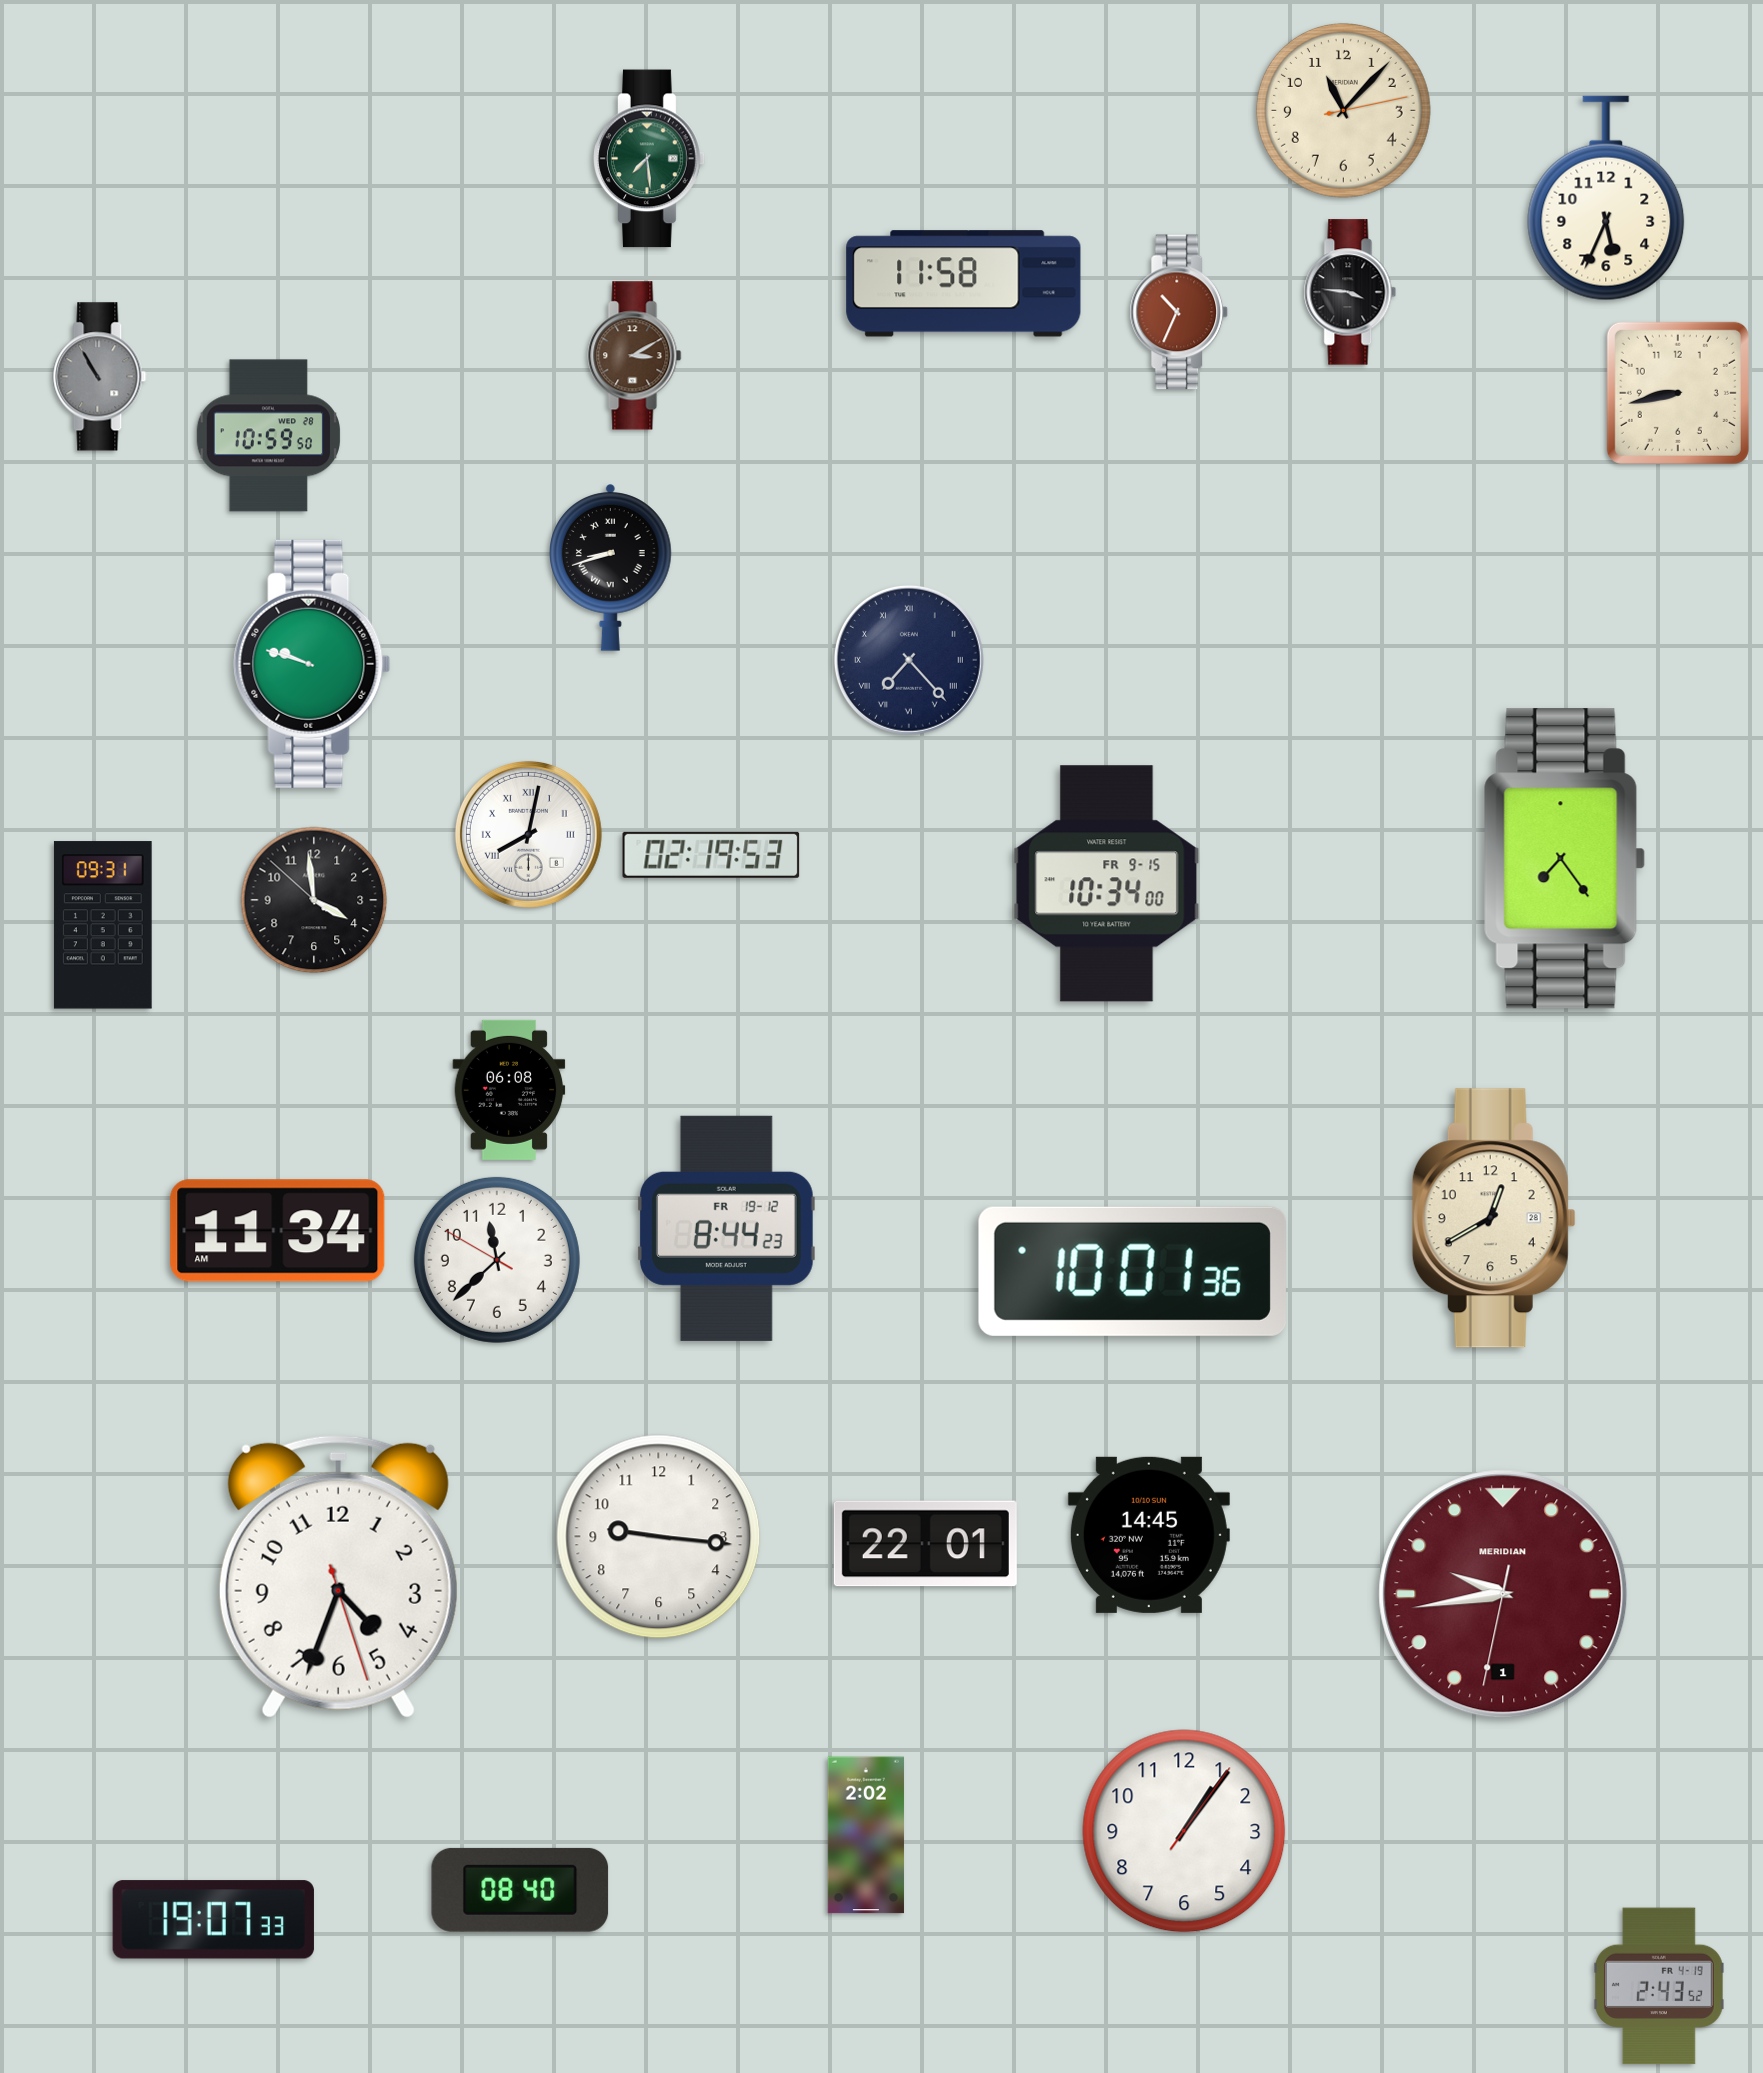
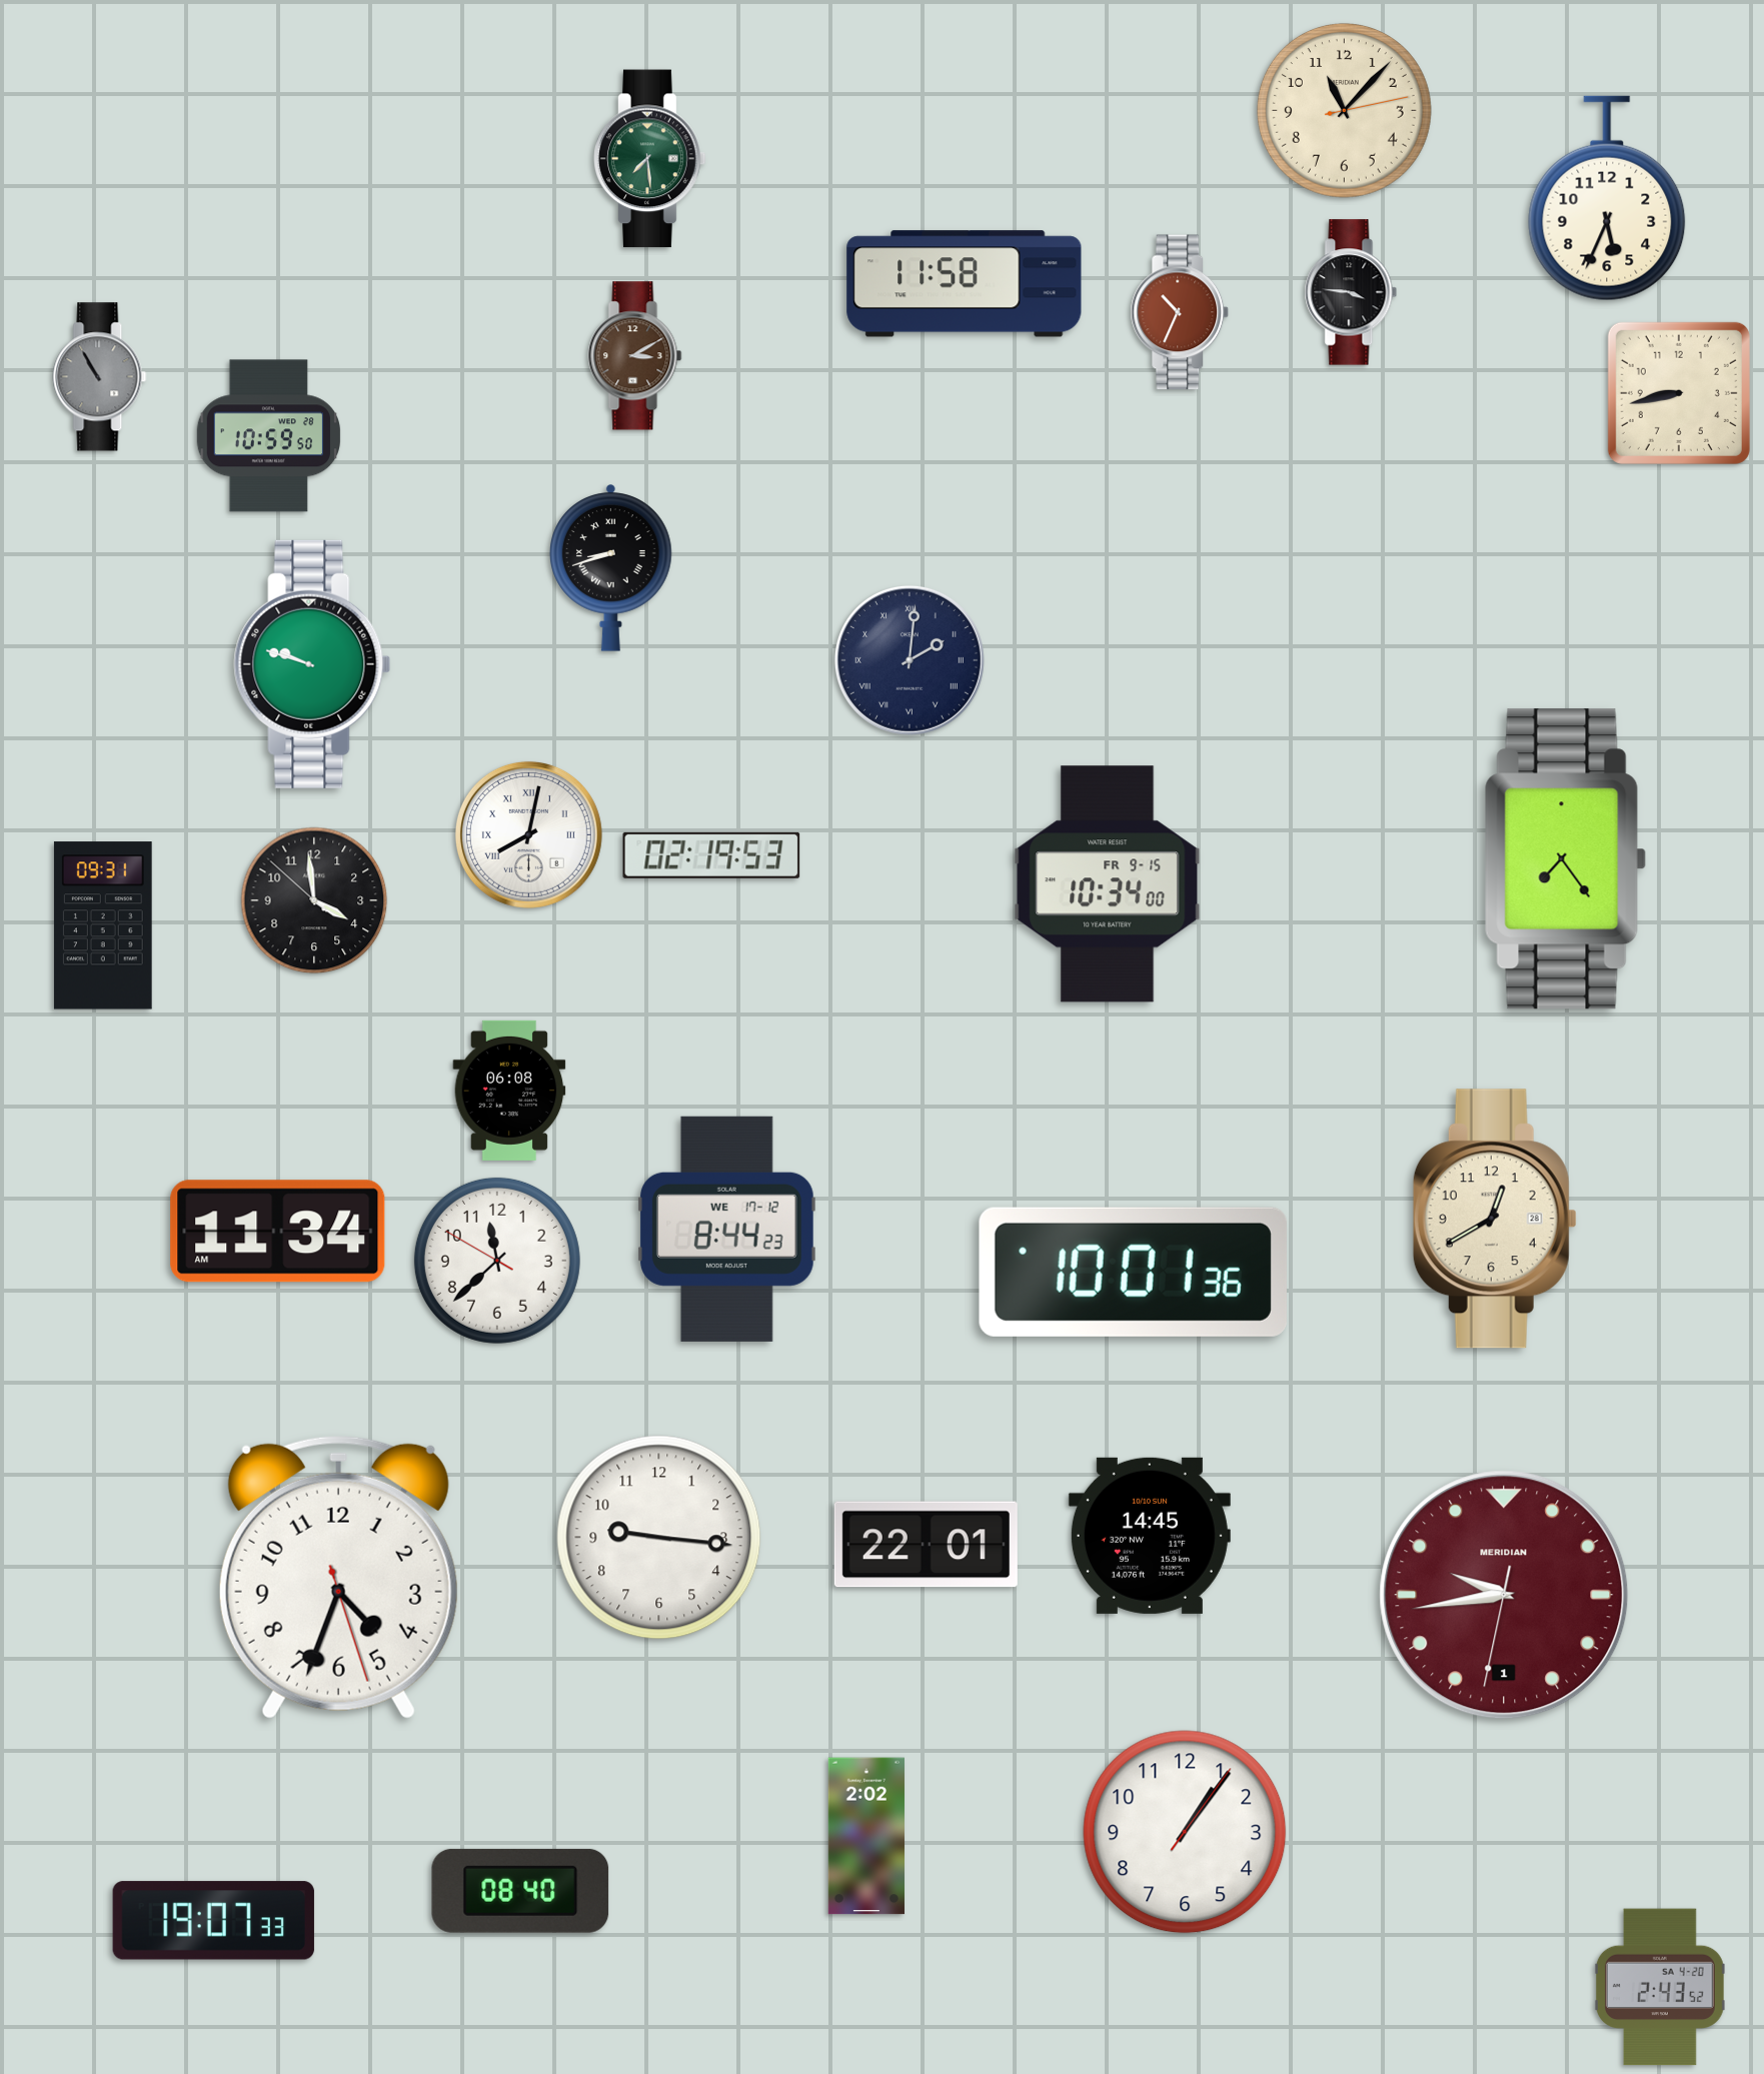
clock at (909, 660): 7:23 -> 2:01
clock at (726, 1228) date: FR 19-12 -> WE 17-12
clock at (1659, 1986) date: FR 4-19 -> SA 4-20
